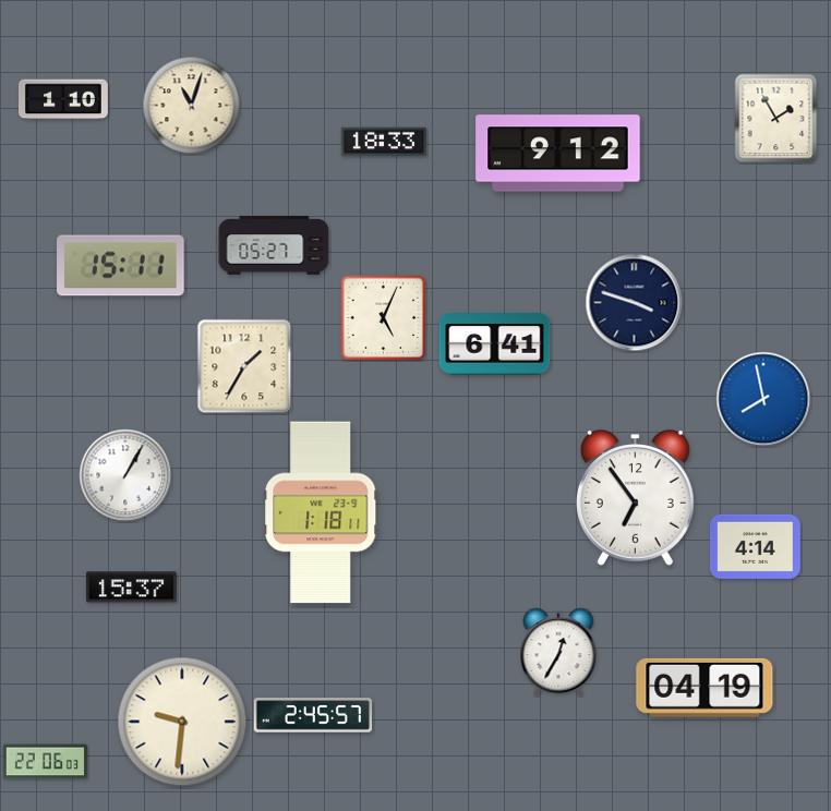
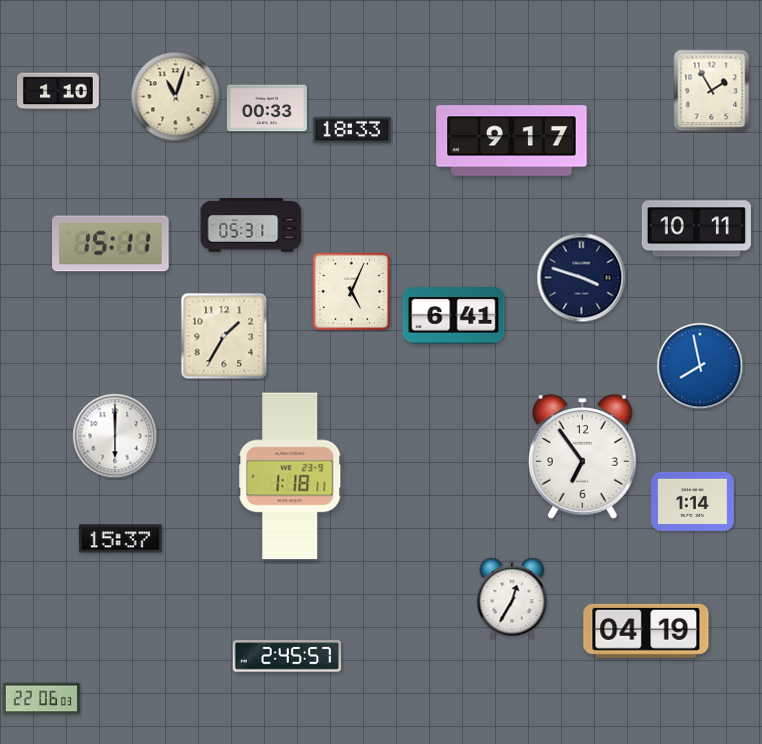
clock at (267, 108): none -> 00:33
clock at (776, 119) position: (776, 119) -> (712, 91)
clock at (558, 154): 9:12 -> 9:17
clock at (274, 245): 05:27 -> 05:31
clock at (696, 229): none -> 10:11
clock at (125, 475): 1:05 -> 6:00
clock at (321, 512) position: (321, 512) -> (290, 476)
clock at (756, 546): 4:14 -> 1:14
clock at (182, 722): 9:31 -> none
